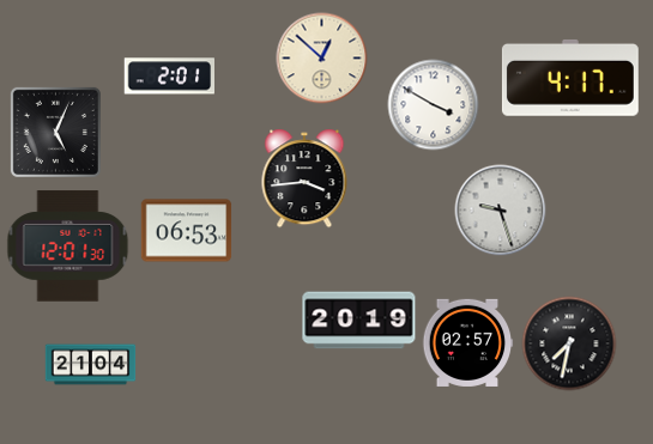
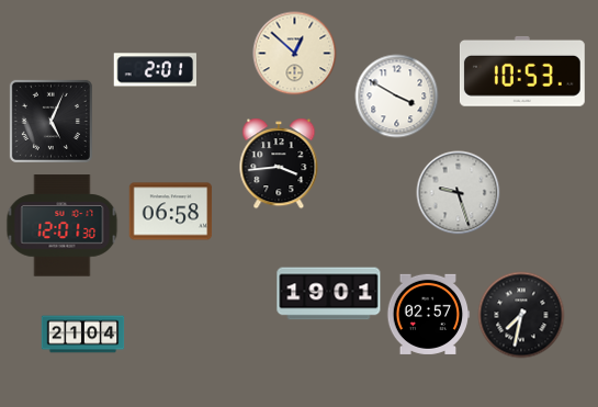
clock at (570, 78): 4:17 -> 10:53
clock at (187, 231): 06:53 -> 06:58
clock at (359, 321): 20:19 -> 19:01
